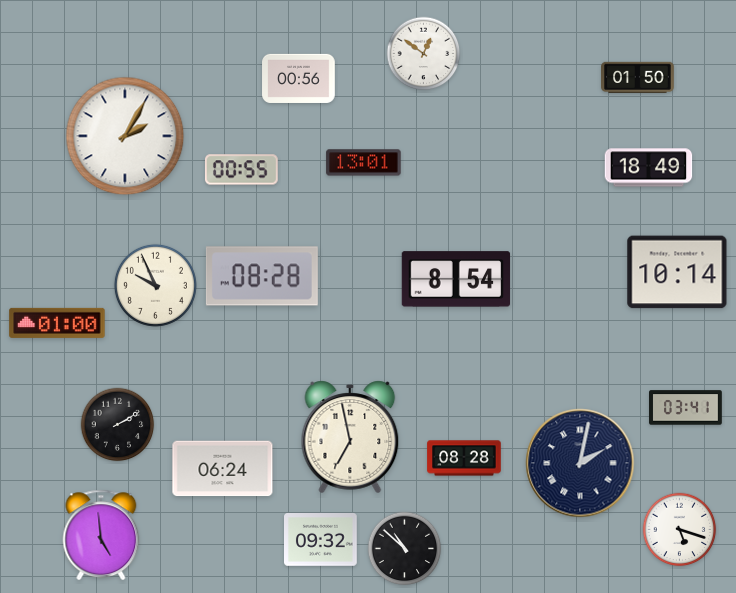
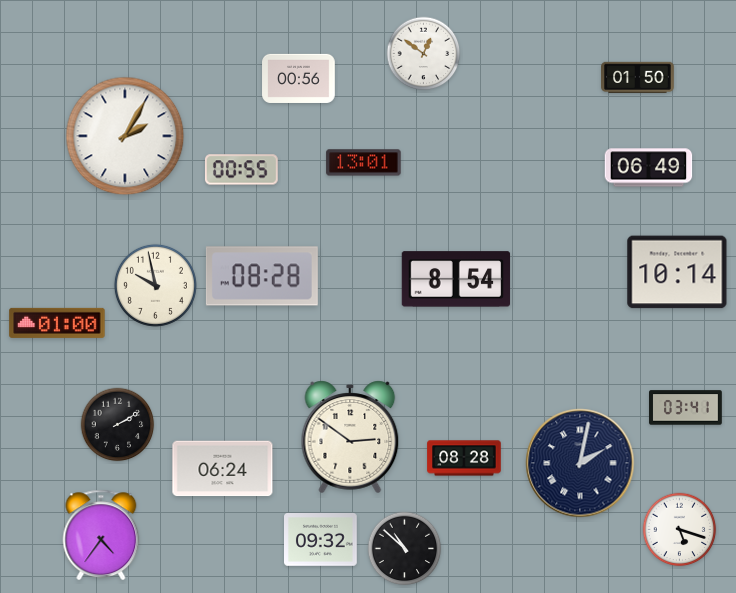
clock at (649, 168): 18:49 -> 06:49
clock at (155, 285): 9:56 -> 9:58
clock at (350, 437): 6:58 -> 2:51
clock at (101, 535): 4:59 -> 4:36
